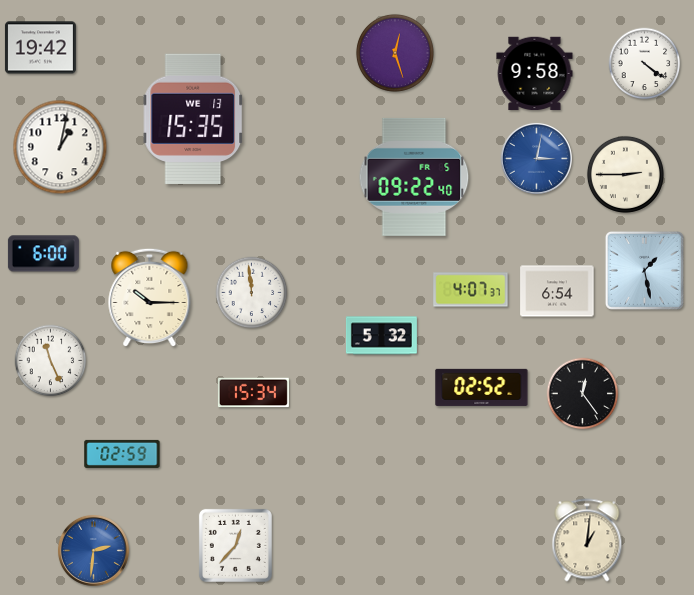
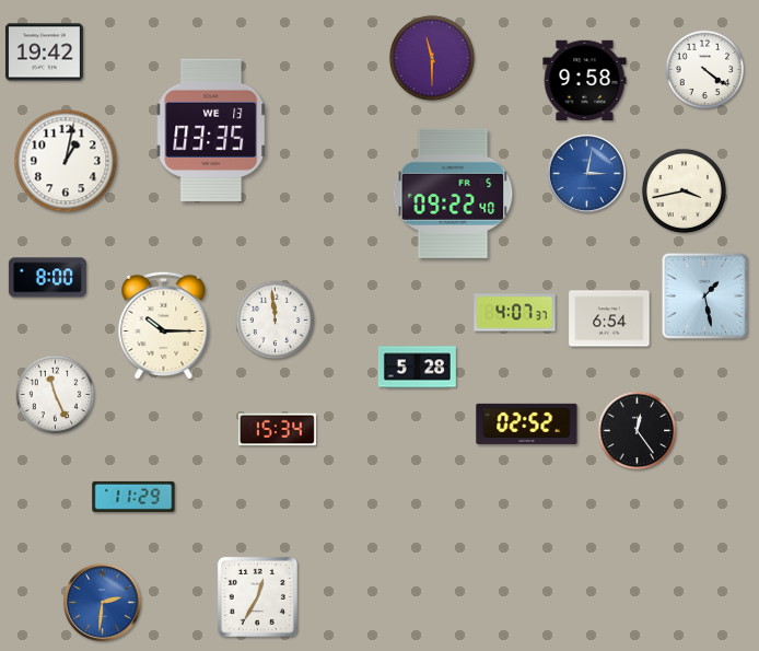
clock at (395, 53): 12:27 -> 11:30
clock at (193, 119): 15:35 -> 03:35
clock at (625, 174): 2:45 -> 3:43
clock at (43, 254): 6:00 -> 8:00
clock at (471, 290) position: (471, 290) -> (515, 313)
clock at (381, 336): 5:32 -> 5:28
clock at (122, 454): 02:59 -> 11:29
clock at (587, 540): 1:01 -> none
clock at (235, 545): 12:37 -> 12:35
